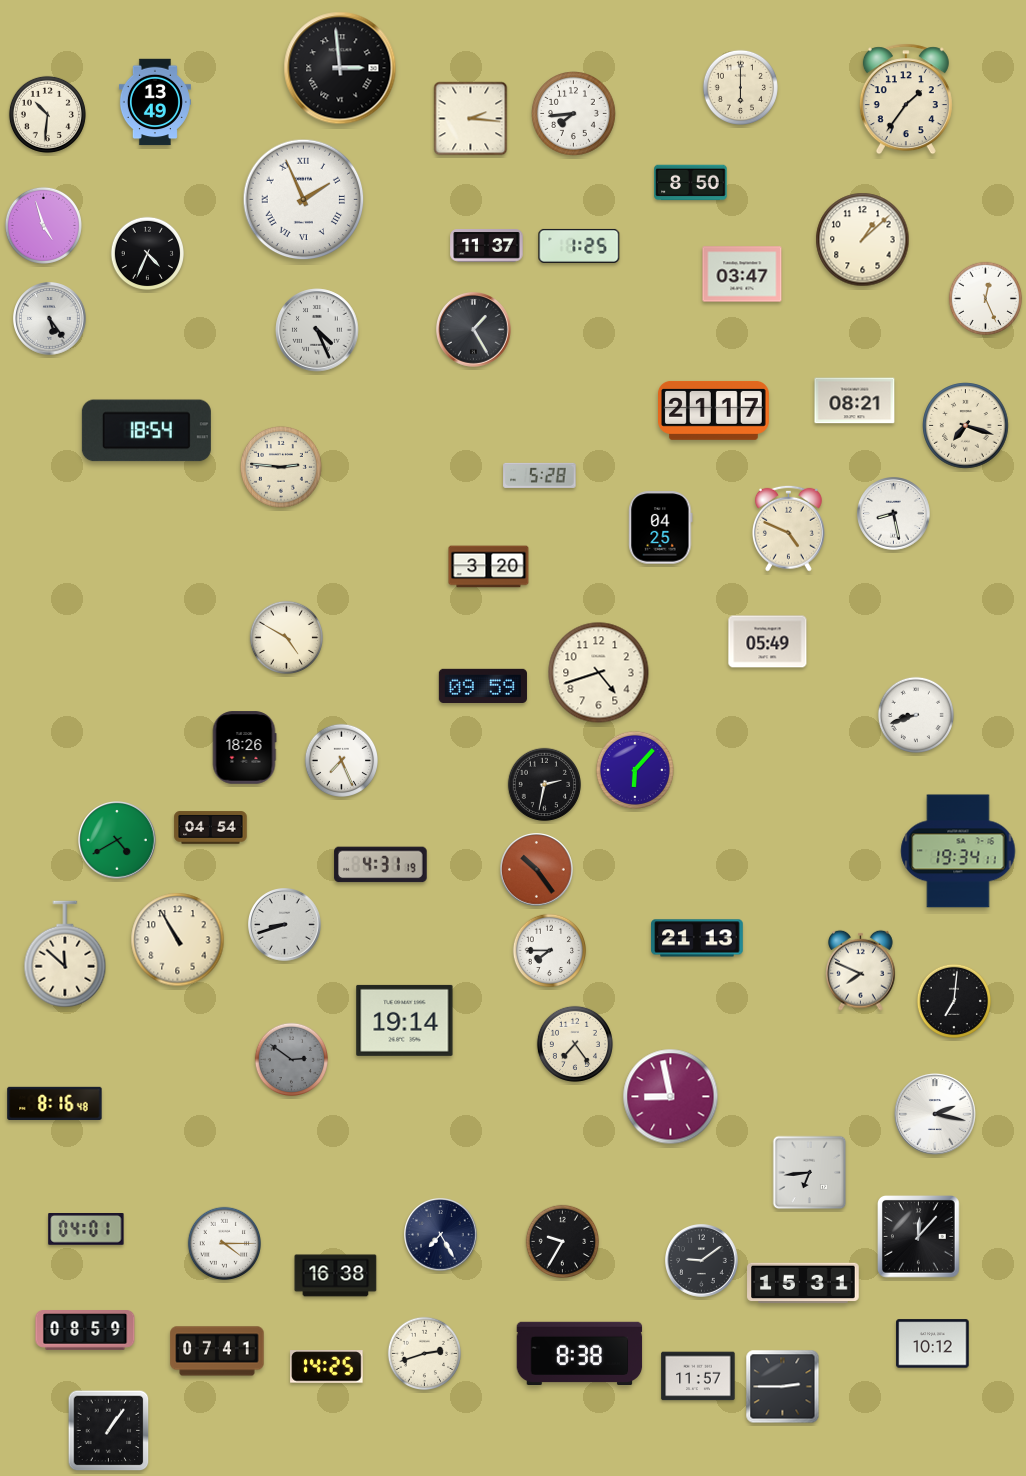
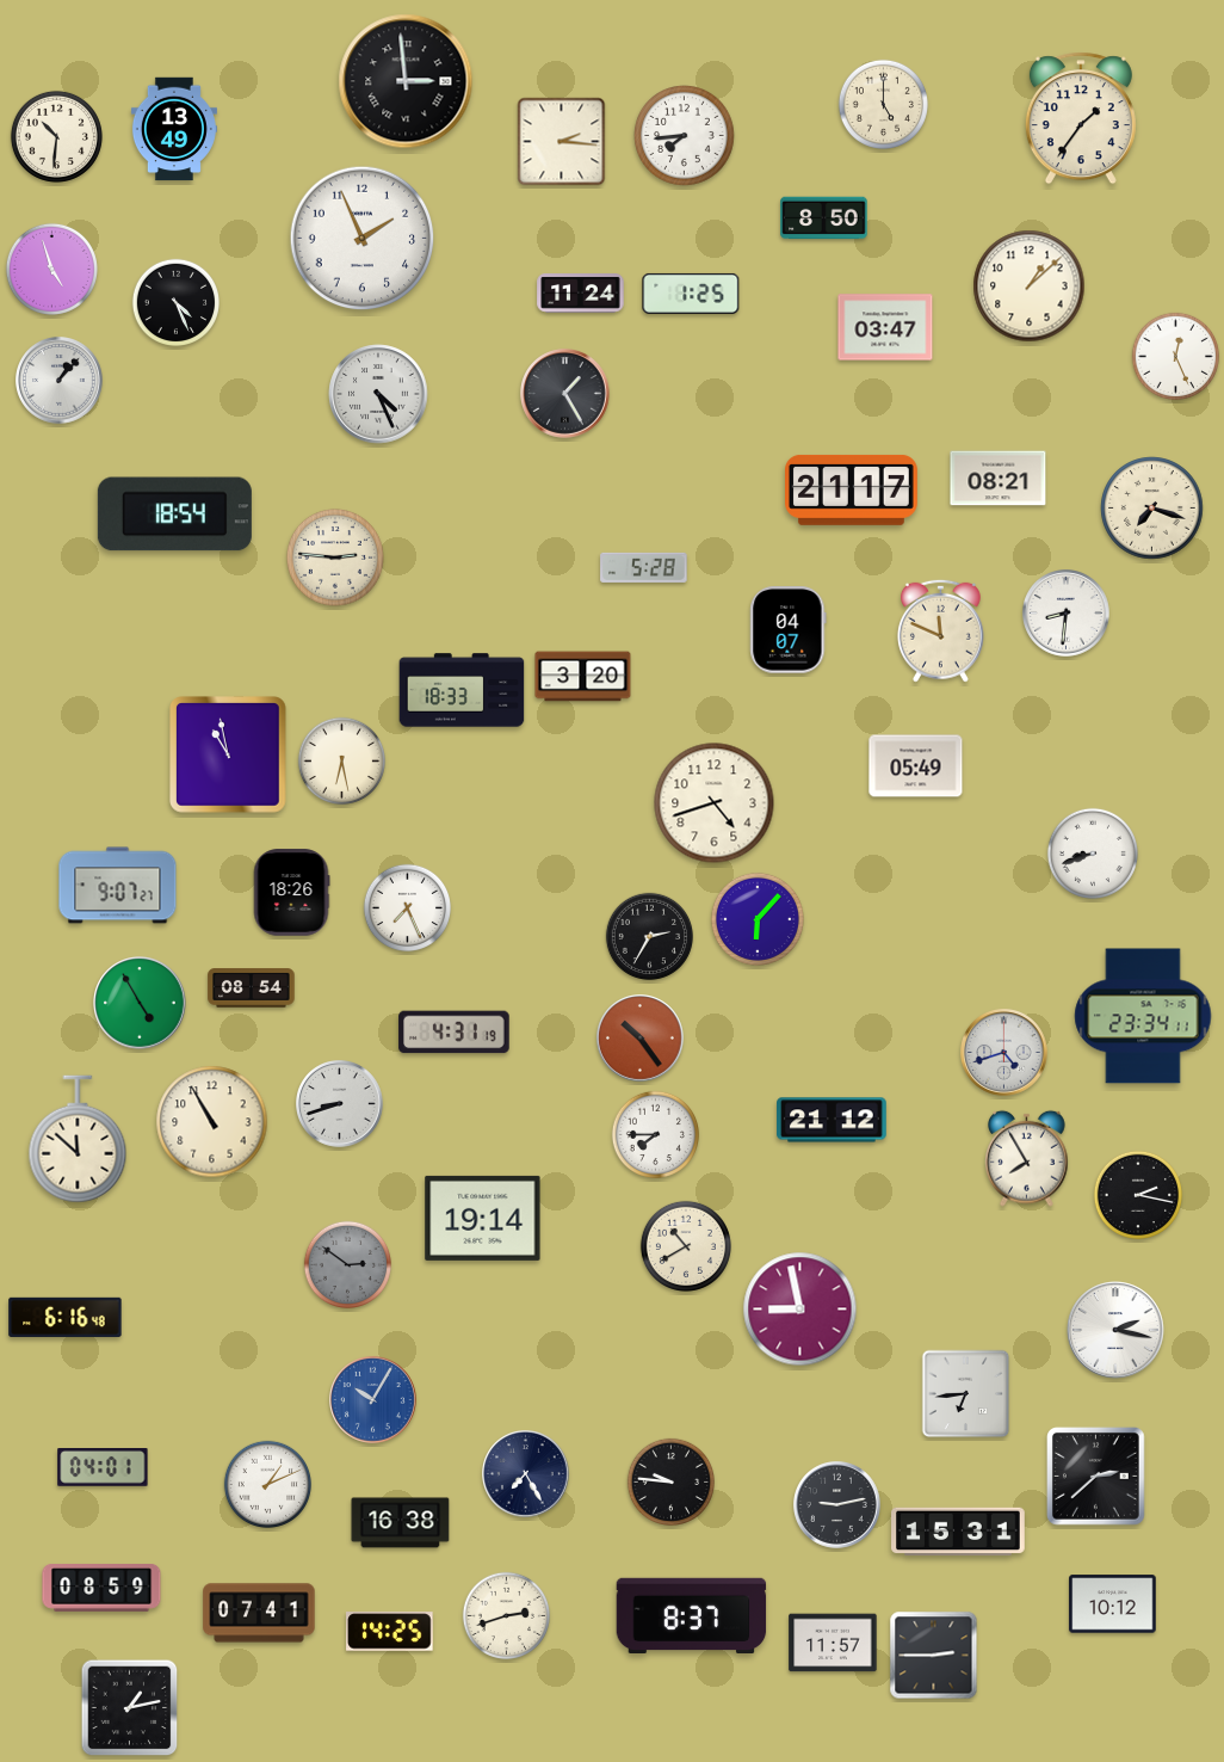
clock at (740, 87): 6:00 -> 5:00
clock at (155, 102) position: (155, 102) -> (174, 129)
clock at (304, 200) numerals: Roman -> Arabic
clock at (487, 246): 11:37 -> 11:24
clock at (148, 254): 4:34 -> 4:26
clock at (50, 319): 5:24 -> 1:07
clock at (855, 401) position: (855, 401) -> (999, 479)
clock at (894, 514): 8:28 -> 8:31
clock at (661, 528): 04:25 -> 04:07
clock at (788, 528): 4:49 -> 11:49
clock at (462, 690): none -> 18:33
clock at (229, 756): none -> 10:58
clock at (287, 638): 4:50 -> 6:28
clock at (483, 685): 09:59 -> none
clock at (118, 886): none -> 9:07
clock at (545, 785): 2:32 -> 2:35
clock at (211, 828): 04:54 -> 08:54
clock at (117, 840): 4:40 -> 4:55
clock at (958, 851): 19:34 -> 23:34
clock at (1004, 1053): none -> 4:42
clock at (697, 938): 21:13 -> 21:12
clock at (861, 970): 7:49 -> 7:55
clock at (953, 1000): 7:01 -> 2:17
clock at (575, 1044): 7:24 -> 10:40
clock at (55, 1103): 8:16 -> 6:16
clock at (373, 1400): none -> 10:05
clock at (810, 1173) position: (810, 1173) -> (966, 1394)
clock at (919, 1237): 12:07 -> 2:38
clock at (563, 1242): 9:35 -> 9:46
clock at (225, 1244): 4:15 -> 1:11
clock at (702, 1261): 9:09 -> 9:13
clock at (580, 1353): 8:38 -> 8:37
clock at (109, 1431): 1:06 -> 1:13
